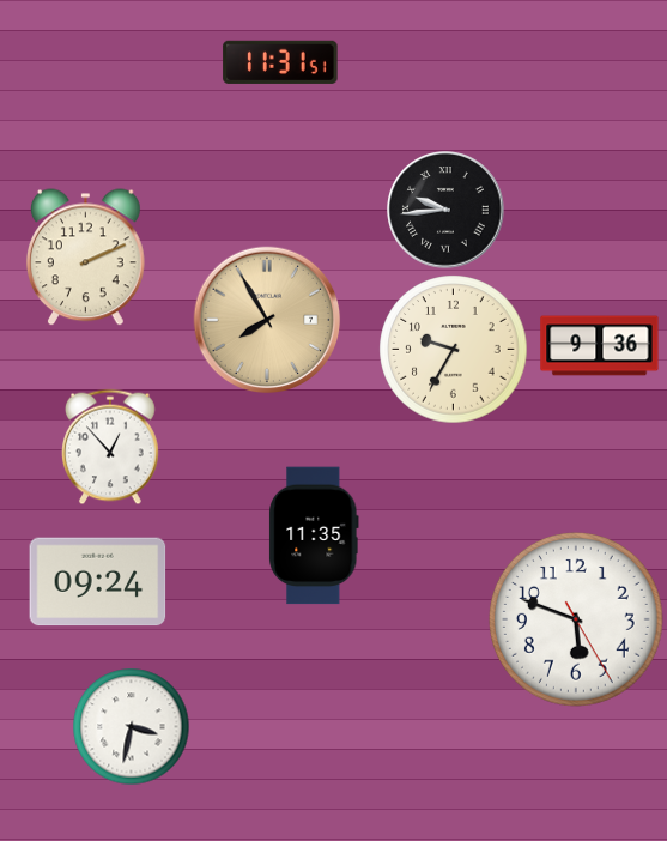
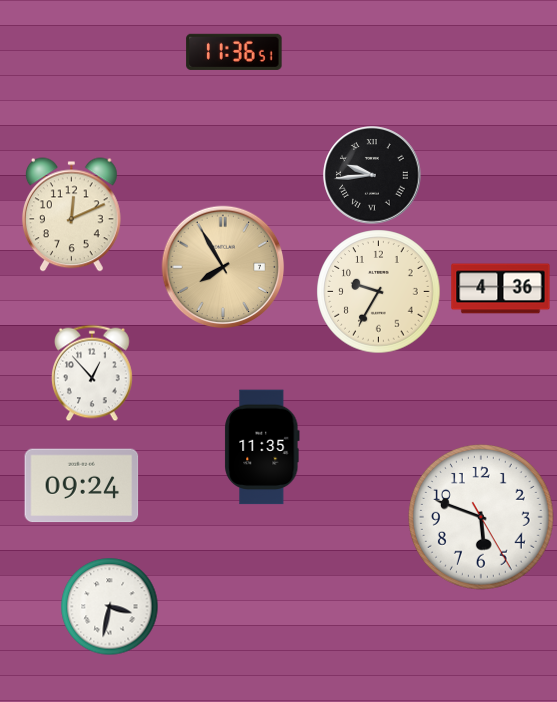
clock at (280, 62): 11:31 -> 11:36
clock at (85, 258): 2:11 -> 12:11
clock at (600, 346): 9:36 -> 4:36
